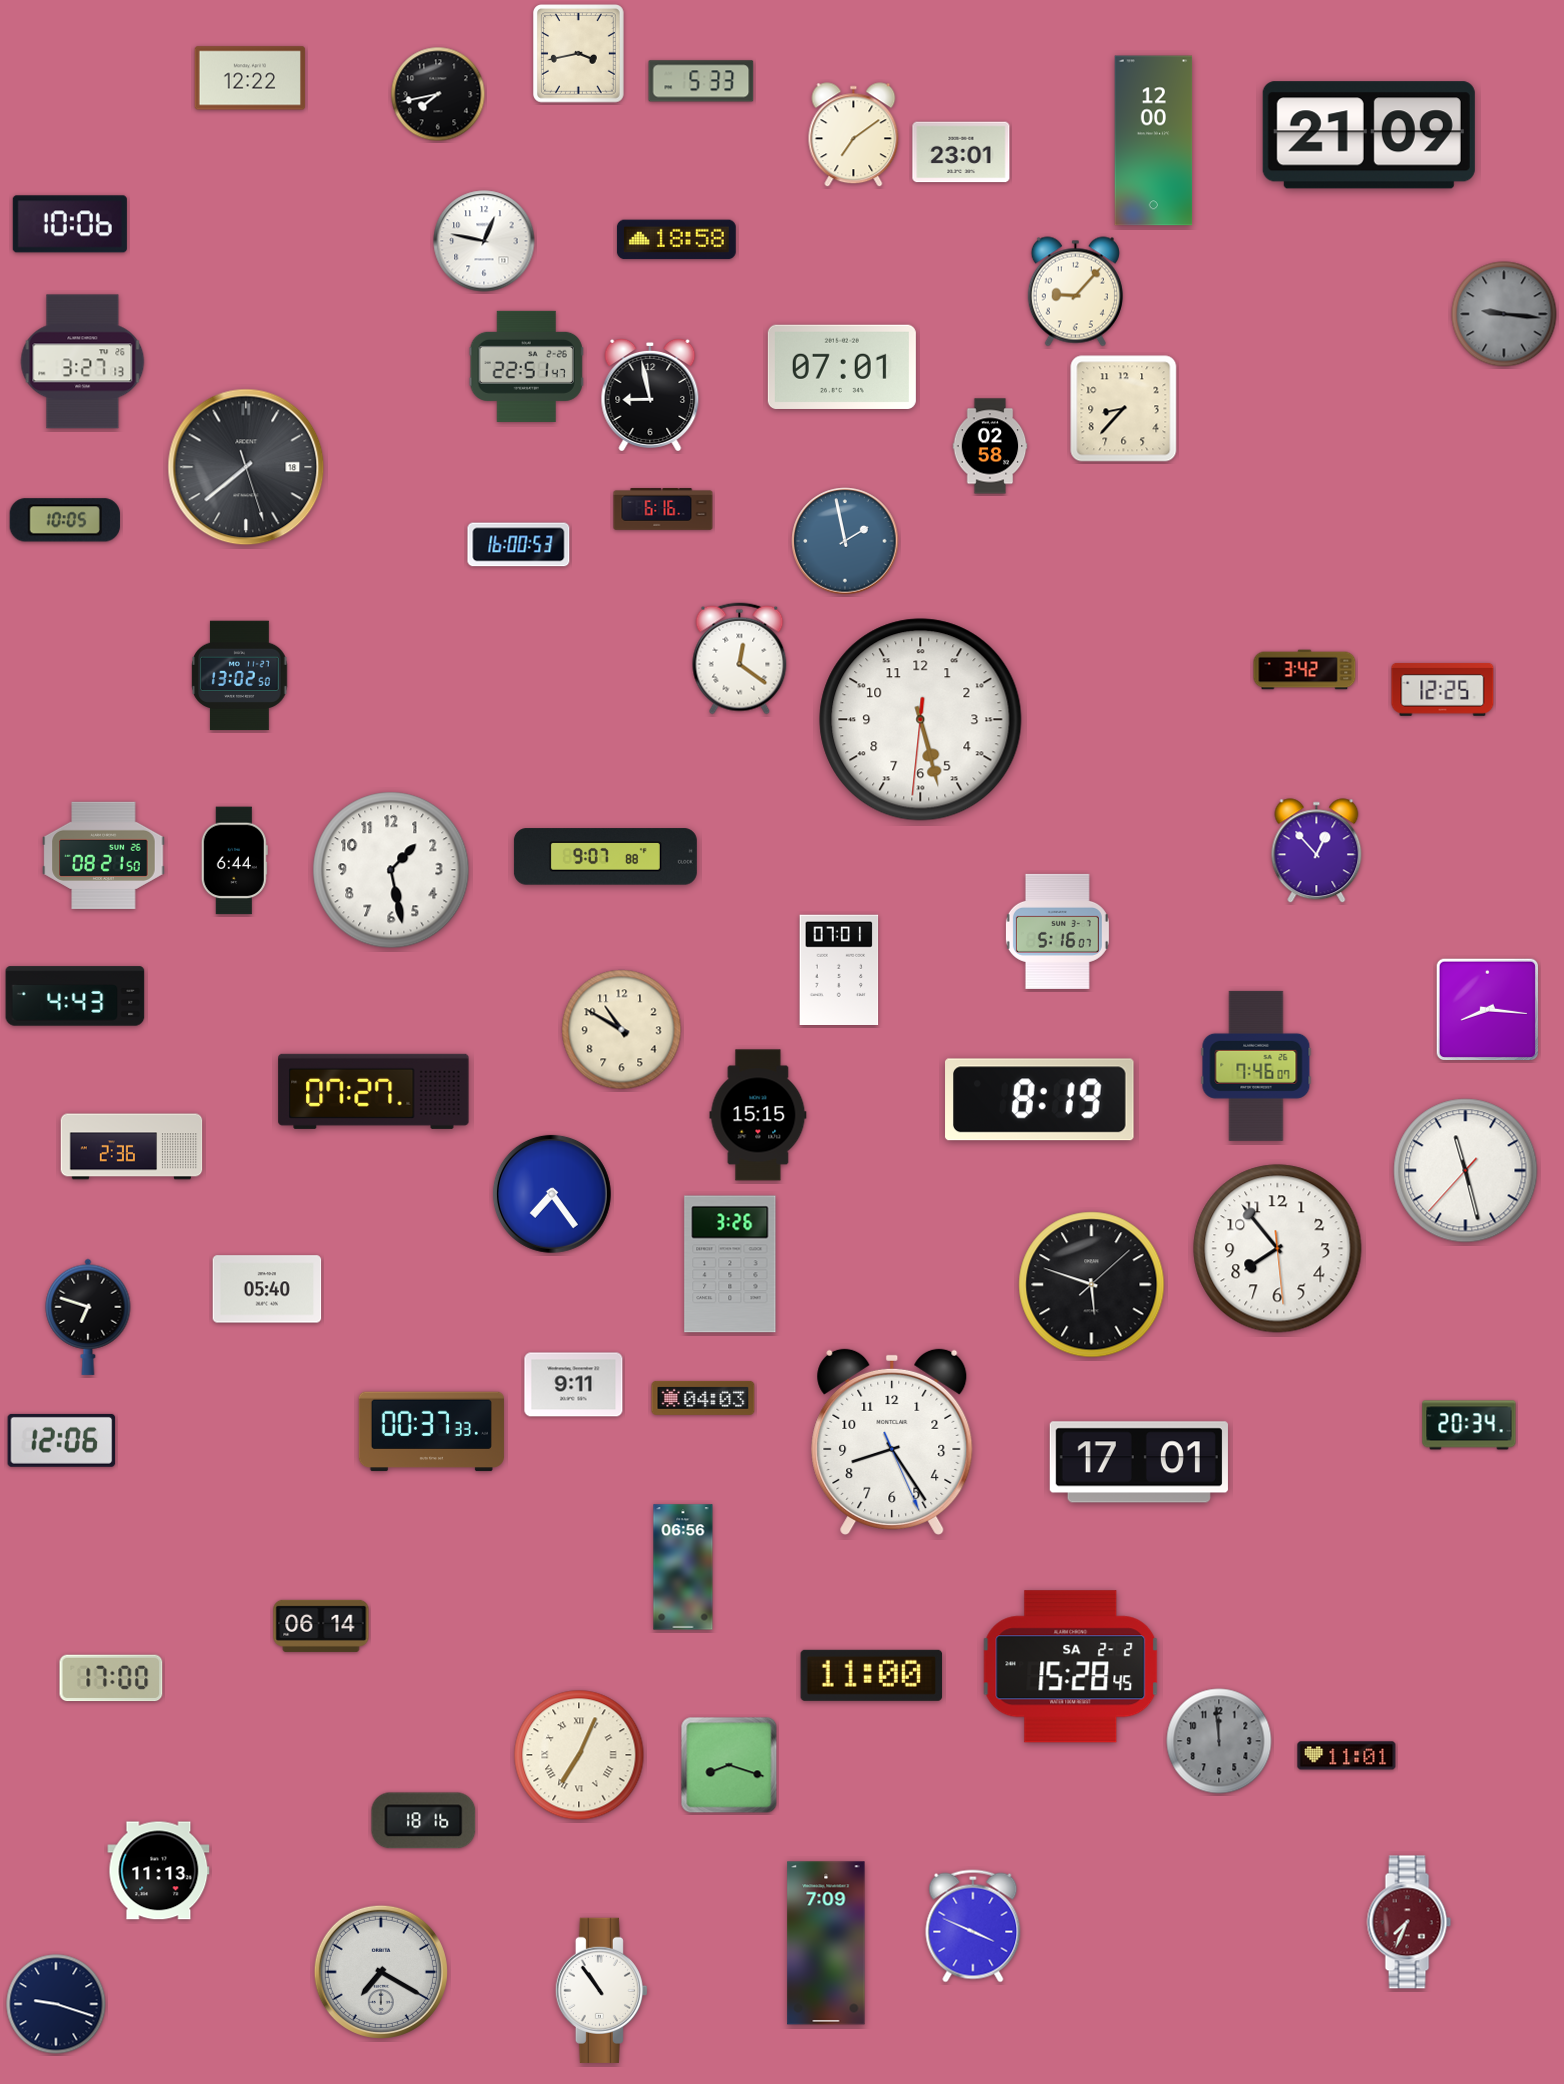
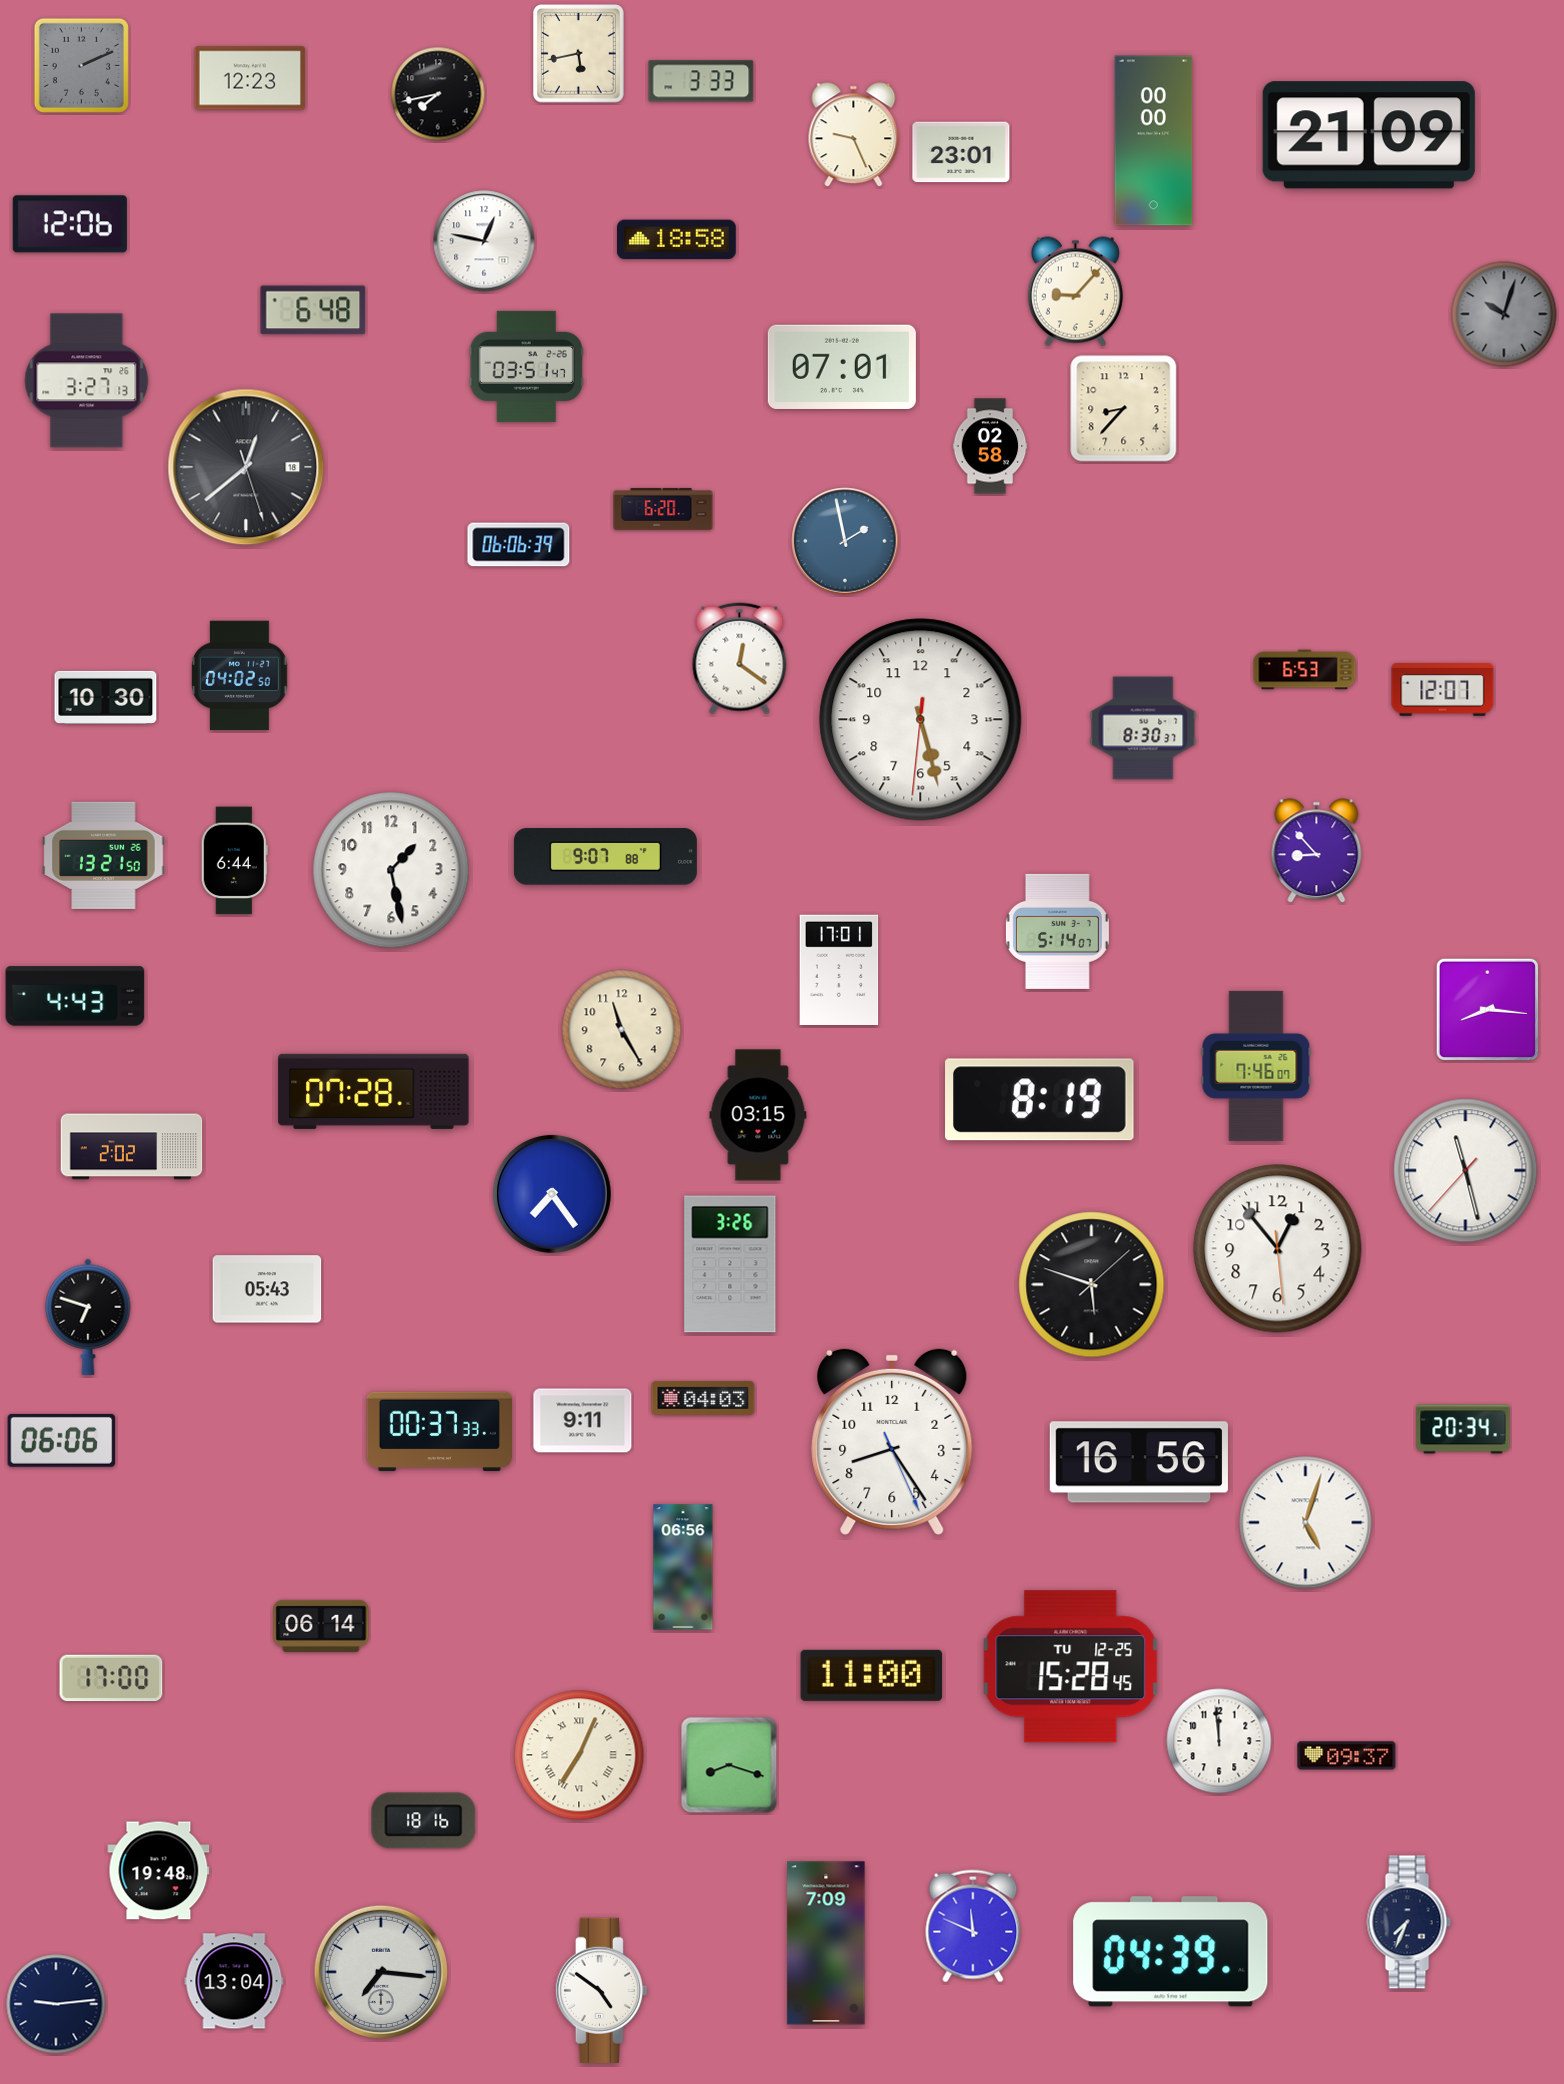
clock at (579, 54): 3:43 -> 5:43
clock at (81, 65): none -> 2:11
clock at (250, 78): 12:22 -> 12:23
clock at (701, 81): 5:33 -> 3:33
clock at (854, 135): 7:09 -> 9:26
clock at (1154, 141): 12:00 -> 00:00
clock at (70, 224): 10:06 -> 12:06
clock at (313, 310): none -> 6:48
clock at (1504, 314): 9:16 -> 10:03
clock at (83, 362) position: (83, 362) -> (87, 381)
clock at (526, 366): 22:51 -> 03:51
clock at (650, 395): 8:58 -> none
clock at (246, 467): 7:38 -> 12:38
clock at (663, 509): 6:16 -> 6:20
clock at (65, 520): 10:05 -> none
clock at (519, 545): 16:00 -> 06:06
clock at (1305, 670): 3:42 -> 6:53
clock at (240, 676): 13:02 -> 04:02
clock at (1443, 689): 12:25 -> 12:07
clock at (106, 697): none -> 10:30
clock at (1143, 728): none -> 8:30
clock at (1317, 851): 12:53 -> 8:53
clock at (104, 855): 08:21 -> 13:21
clock at (1057, 931): 5:16 -> 5:14
clock at (839, 969): 07:01 -> 17:01
clock at (622, 1030): 10:50 -> 11:25
clock at (374, 1091): 07:27 -> 07:28
clock at (758, 1115): 15:15 -> 03:15
clock at (132, 1147): 2:36 -> 2:02
clock at (1278, 1249): 7:53 -> 12:53
clock at (267, 1289): 05:40 -> 05:43
clock at (574, 1385) position: (574, 1385) -> (583, 1421)
clock at (1469, 1425) position: (1469, 1425) -> (1463, 1429)
clock at (431, 1432) position: (431, 1432) -> (439, 1432)
clock at (62, 1440): 12:06 -> 06:06
clock at (1139, 1462): 17:01 -> 16:56
clock at (1306, 1523): none -> 5:03
clock at (1071, 1667) date: SA 2-2 -> TU 12-25
clock at (1219, 1741) dial: grey -> white
clock at (1347, 1756): 11:01 -> 09:37
clock at (159, 1871): 11:13 -> 19:48
clock at (1409, 1922) dial: burgundy -> navy
clock at (973, 1926): 3:49 -> 11:49
clock at (1171, 1952): none -> 04:39
clock at (381, 1972): 7:20 -> 7:16
clock at (234, 1981): none -> 13:04
clock at (601, 1990): 10:54 -> 4:51
clock at (56, 2004): 9:18 -> 9:14
